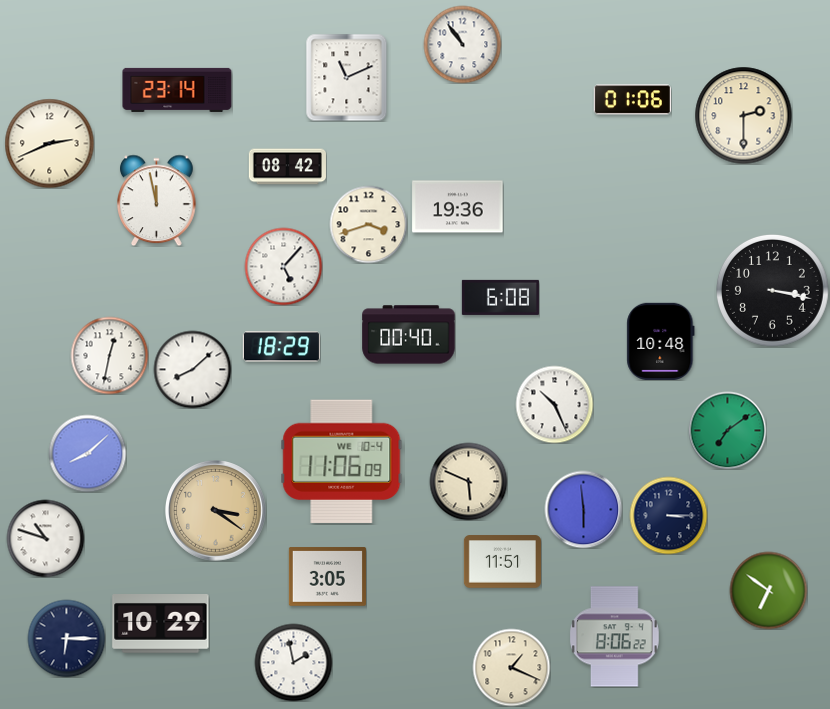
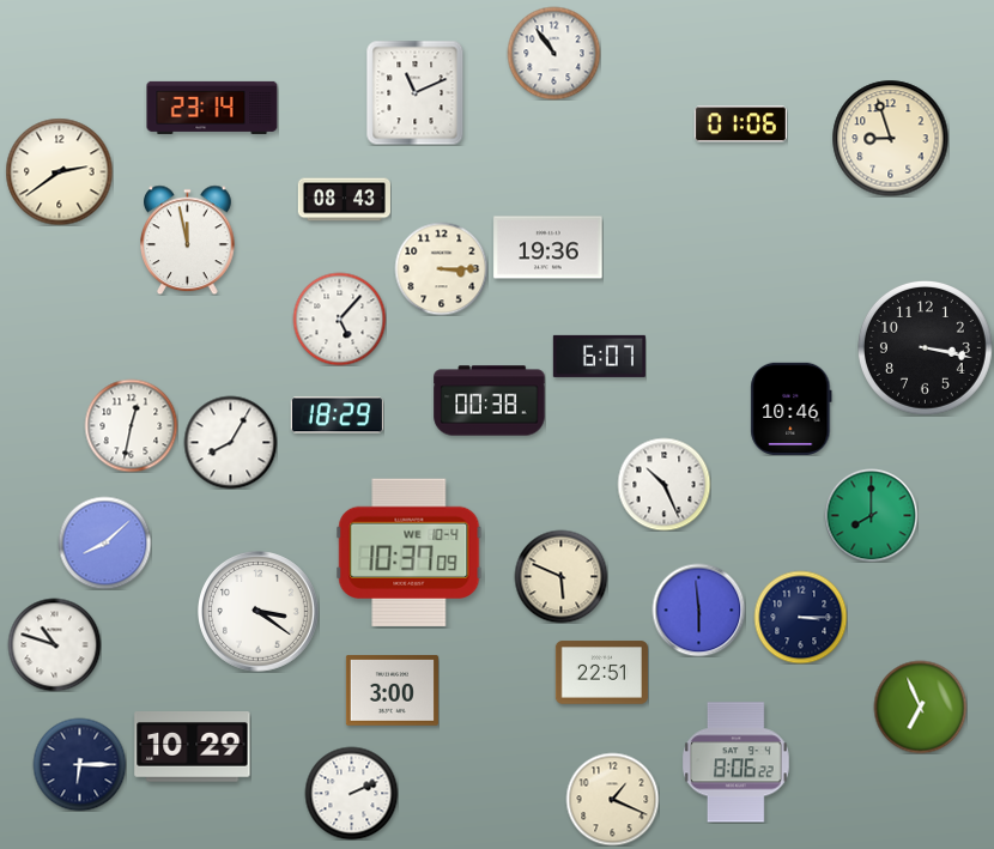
clock at (632, 100) position: (632, 100) -> (740, 125)
clock at (743, 115): 2:30 -> 8:57
clock at (49, 143): 2:41 -> 2:39
clock at (287, 167): 08:42 -> 08:43
clock at (368, 224): 3:42 -> 3:15
clock at (500, 297): 6:08 -> 6:07
clock at (409, 335): 00:40 -> 00:38
clock at (661, 341): 10:48 -> 10:46
clock at (192, 369): 8:08 -> 8:05
clock at (727, 430): 7:09 -> 8:00
clock at (342, 462): 11:06 -> 10:37
clock at (216, 511) dial: champagne -> white
clock at (502, 562): 11:51 -> 22:51
clock at (327, 577): 3:05 -> 3:00
clock at (768, 590): 6:51 -> 6:56
clock at (293, 662): 1:58 -> 2:11
